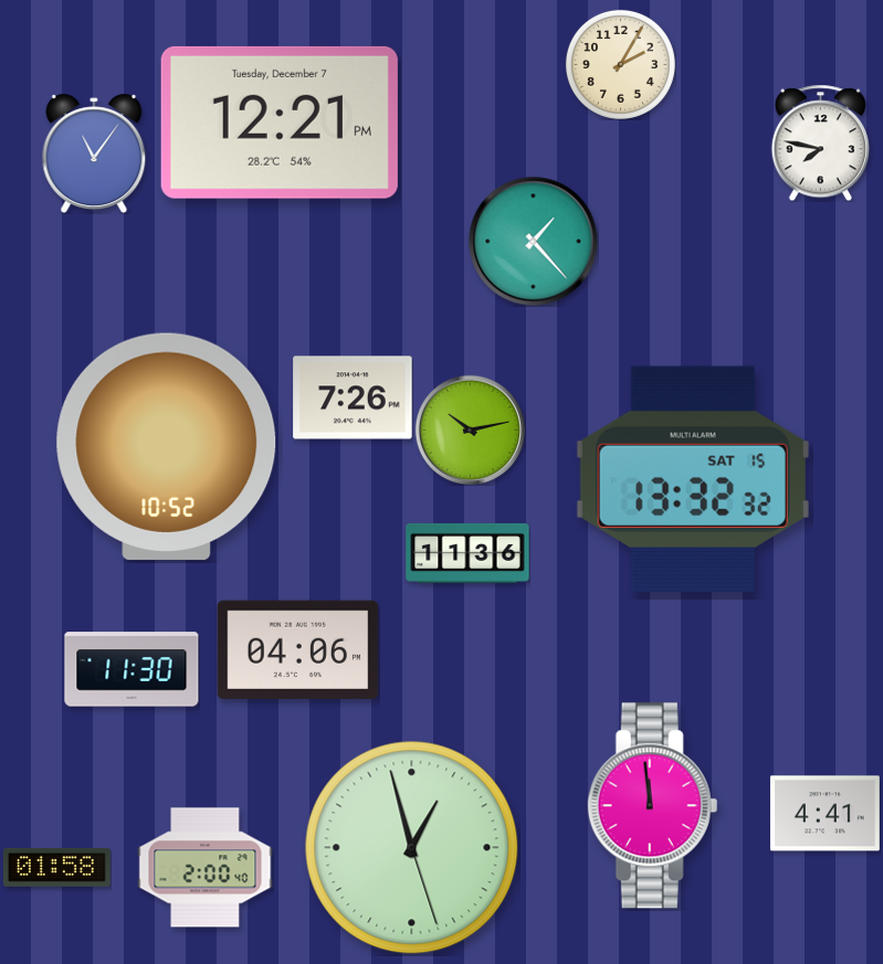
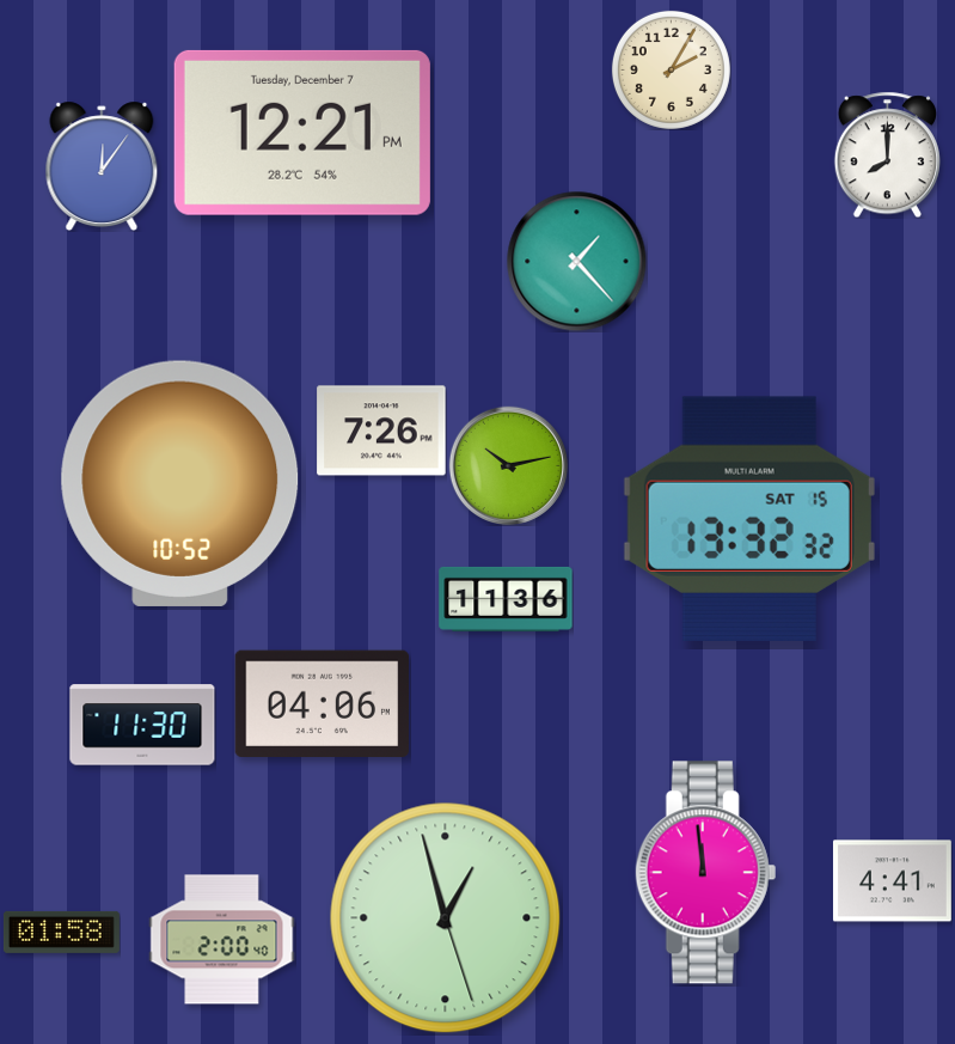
clock at (820, 142): 7:47 -> 8:00
clock at (94, 153): 11:06 -> 12:06
clock at (56, 867) position: (56, 867) -> (61, 932)
